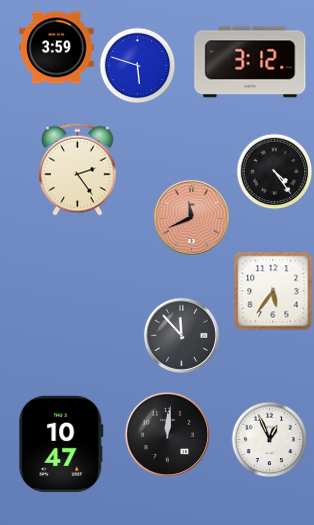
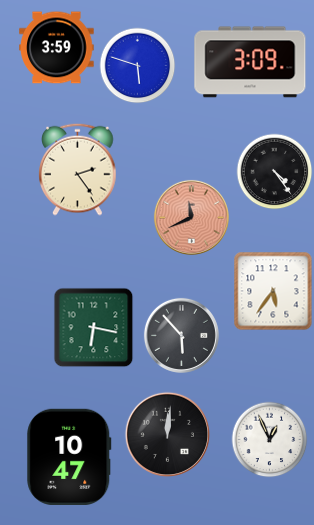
clock at (250, 62): 3:12 -> 3:09
clock at (94, 328): none -> 6:17
clock at (181, 335): 11:53 -> 5:53
clock at (61, 444) position: (61, 444) -> (69, 457)
